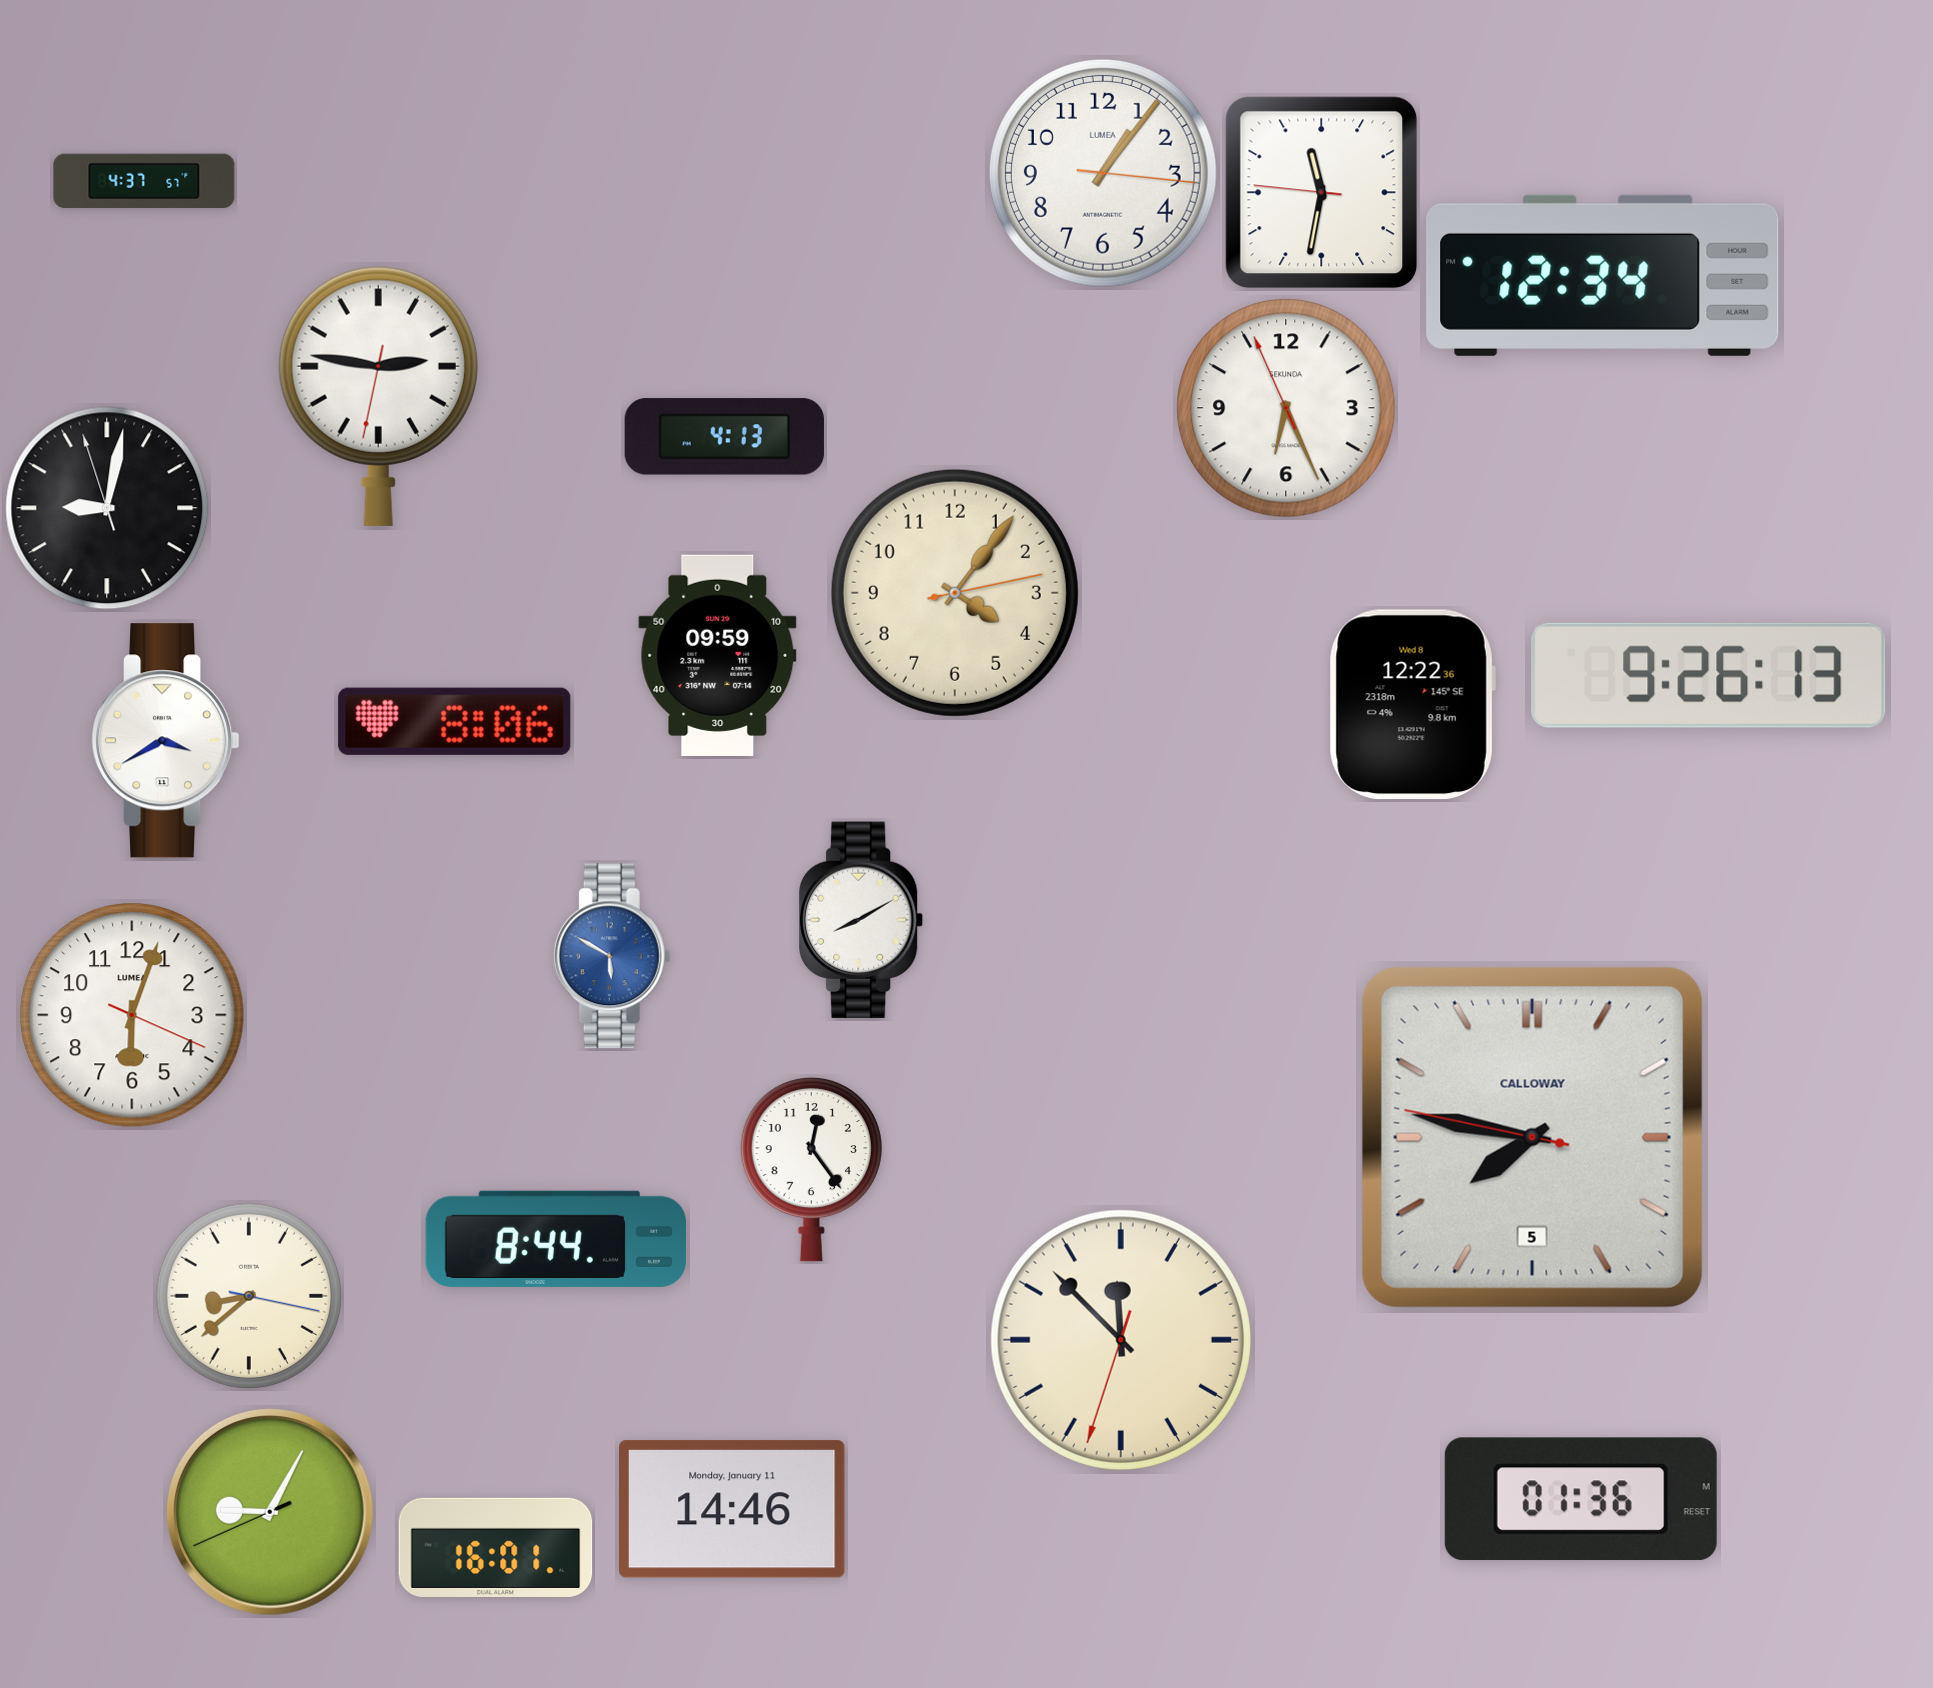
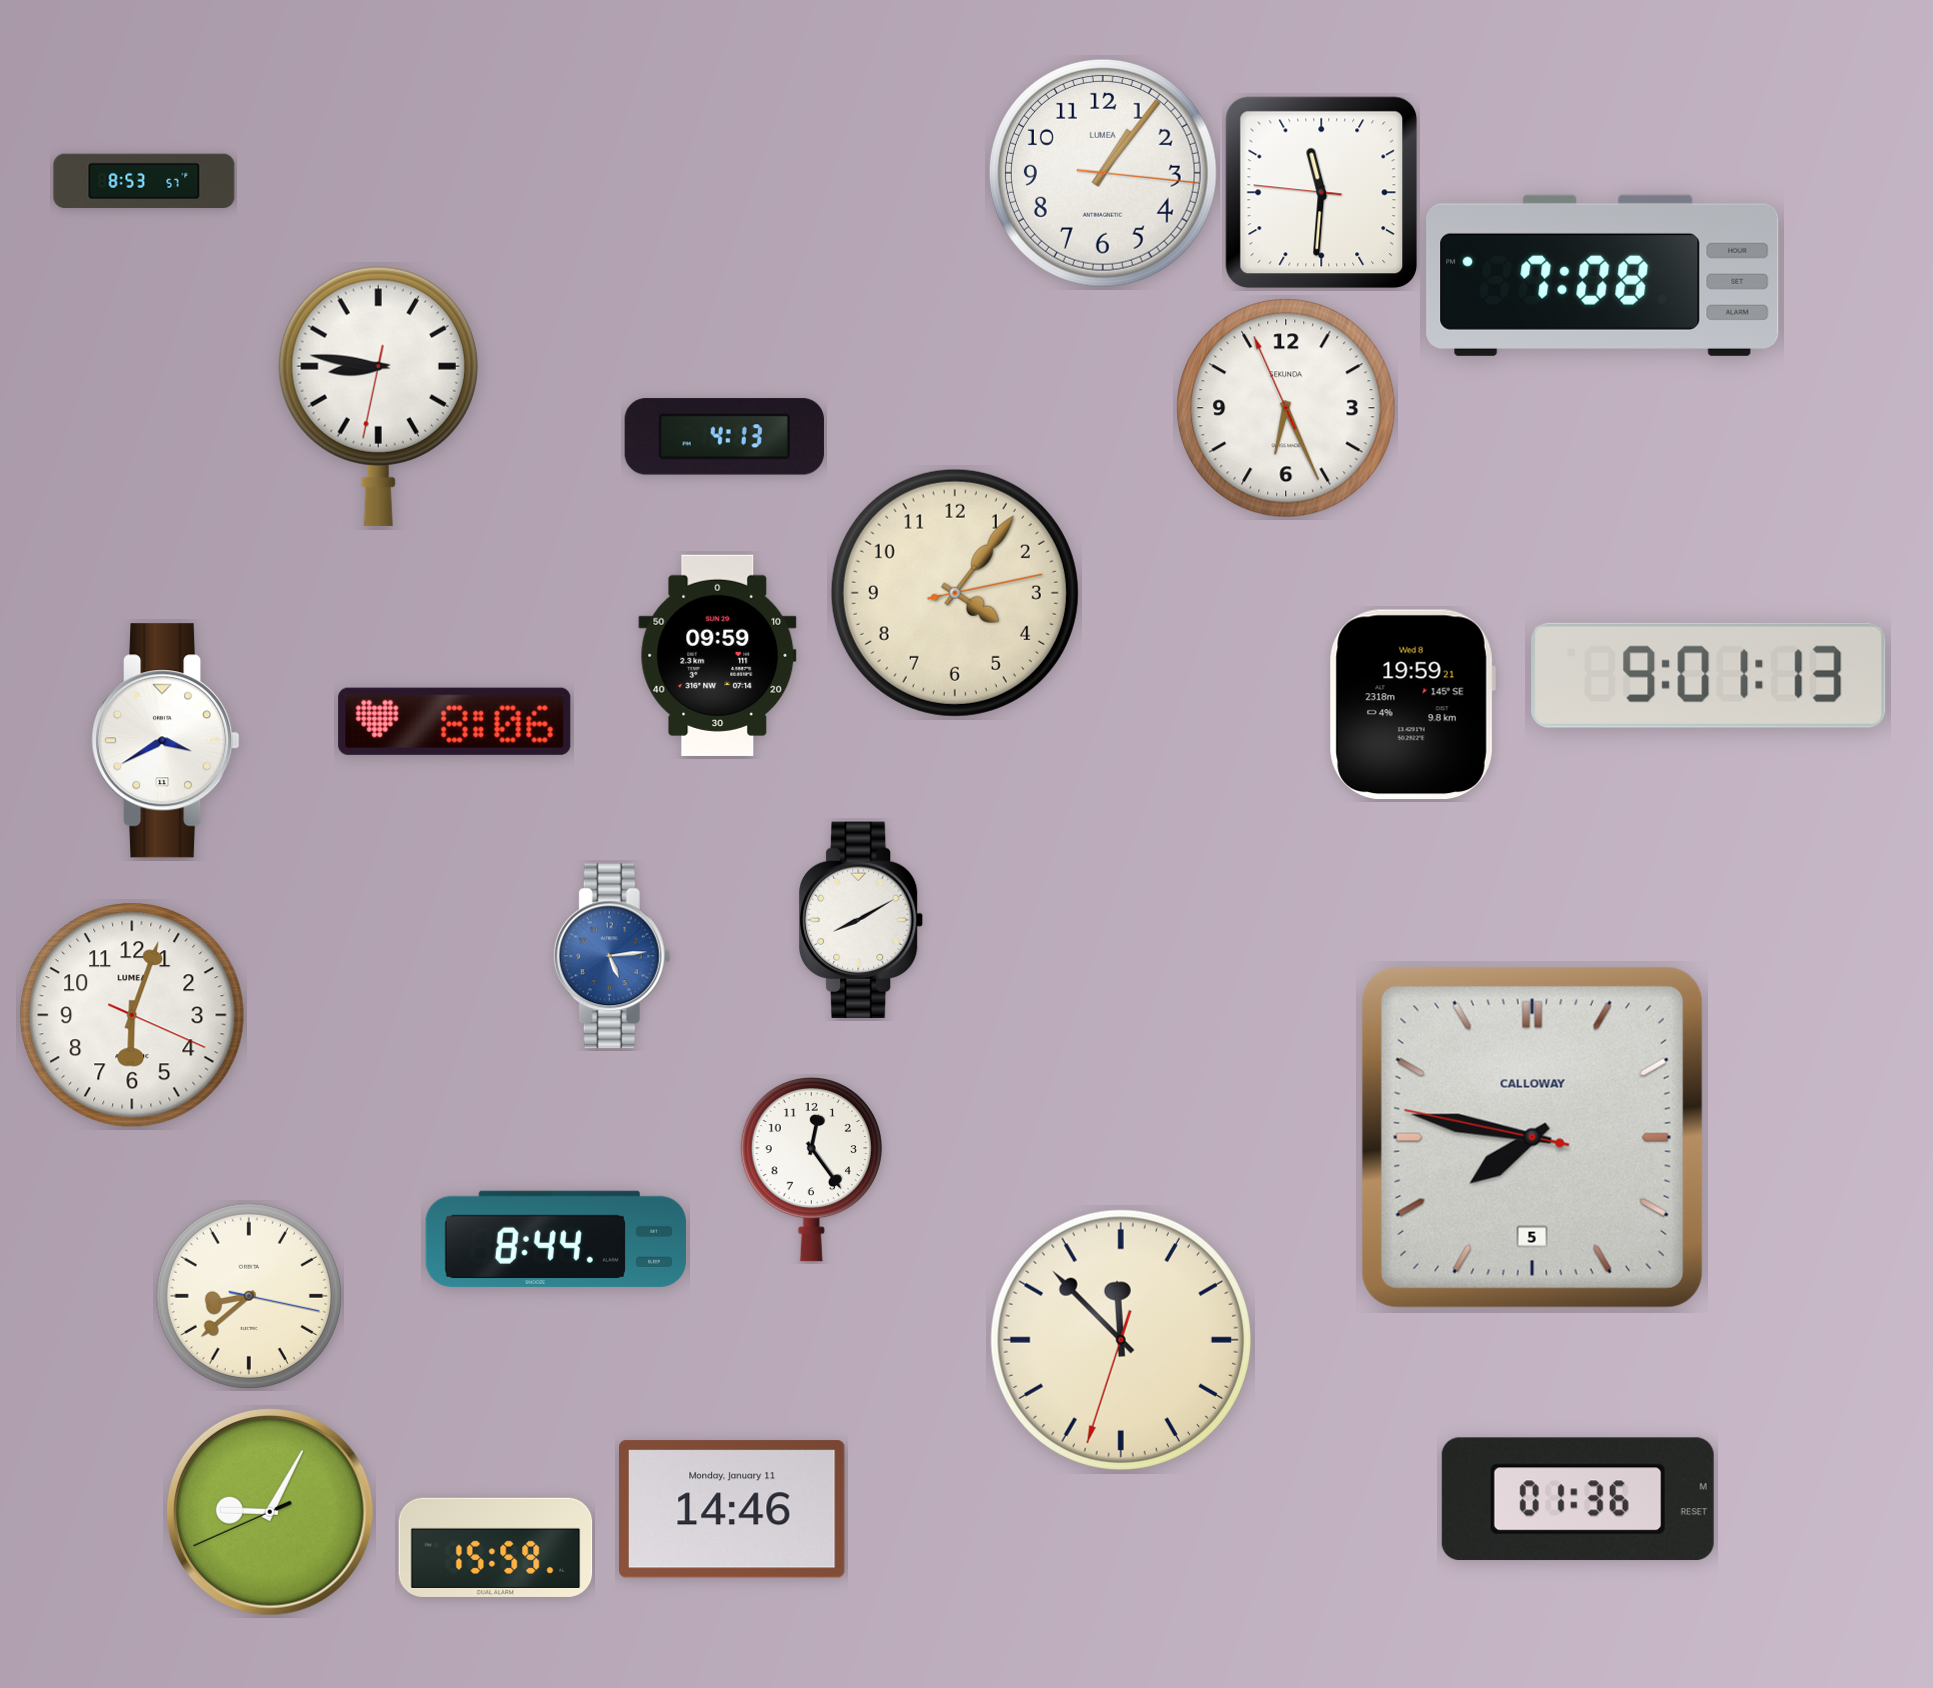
clock at (144, 181): 4:37 -> 8:53
clock at (1322, 193): 11:31 -> 11:30
clock at (1603, 275): 12:34 -> 7:08
clock at (378, 396): 2:46 -> 8:46
clock at (107, 508): 9:01 -> none
clock at (1709, 675): 9:26 -> 9:01
clock at (1412, 705): 12:22 -> 19:59
clock at (612, 956): 5:50 -> 5:14
clock at (1581, 1499) position: (1581, 1499) -> (1578, 1499)
clock at (496, 1547): 16:01 -> 15:59
